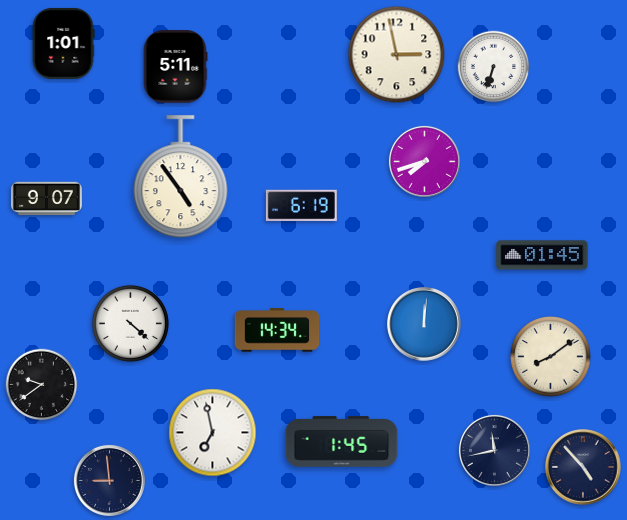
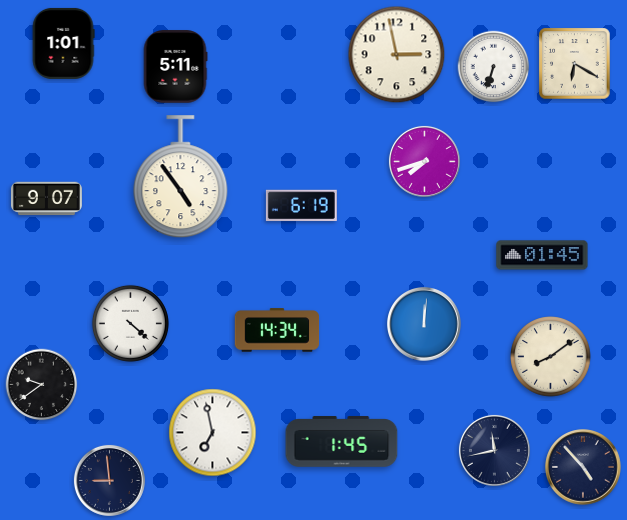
clock at (575, 64): none -> 6:20
